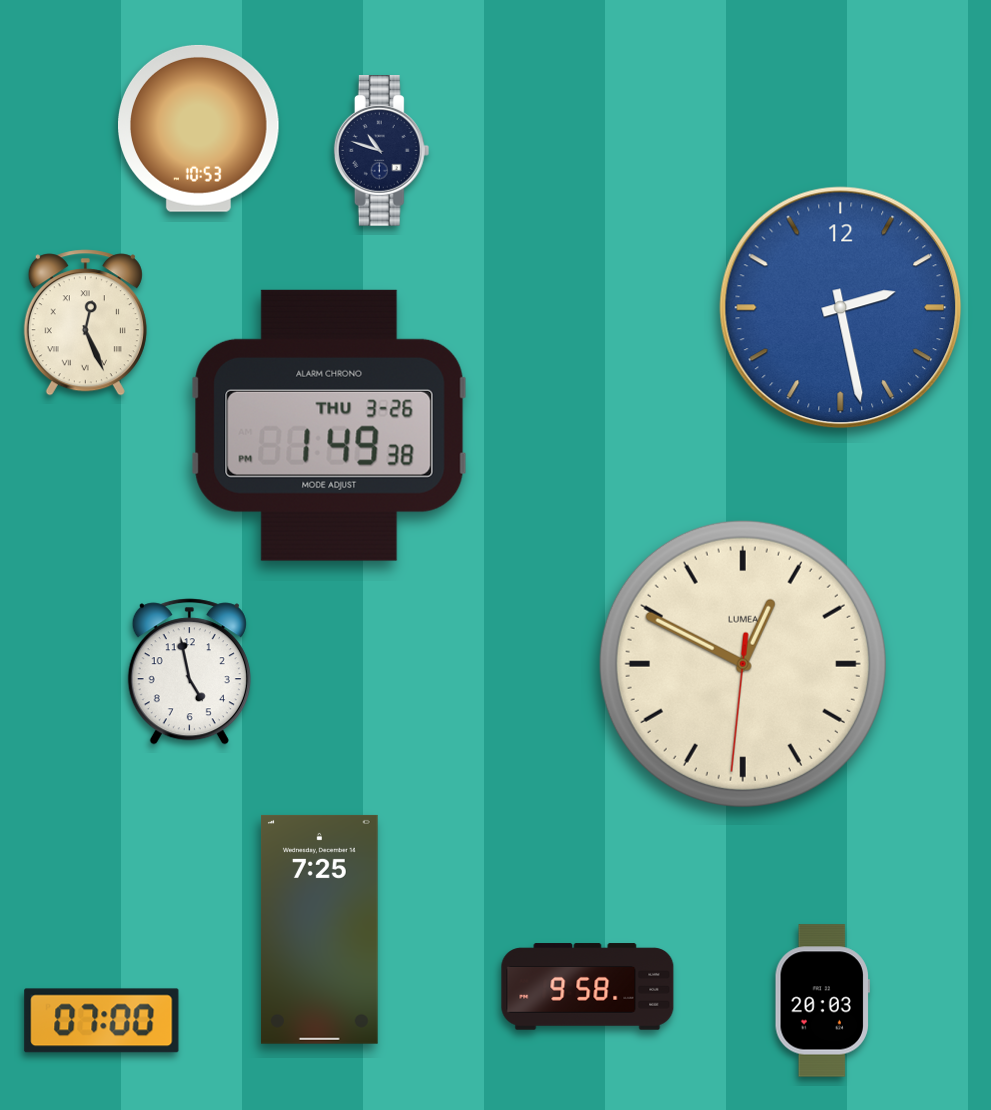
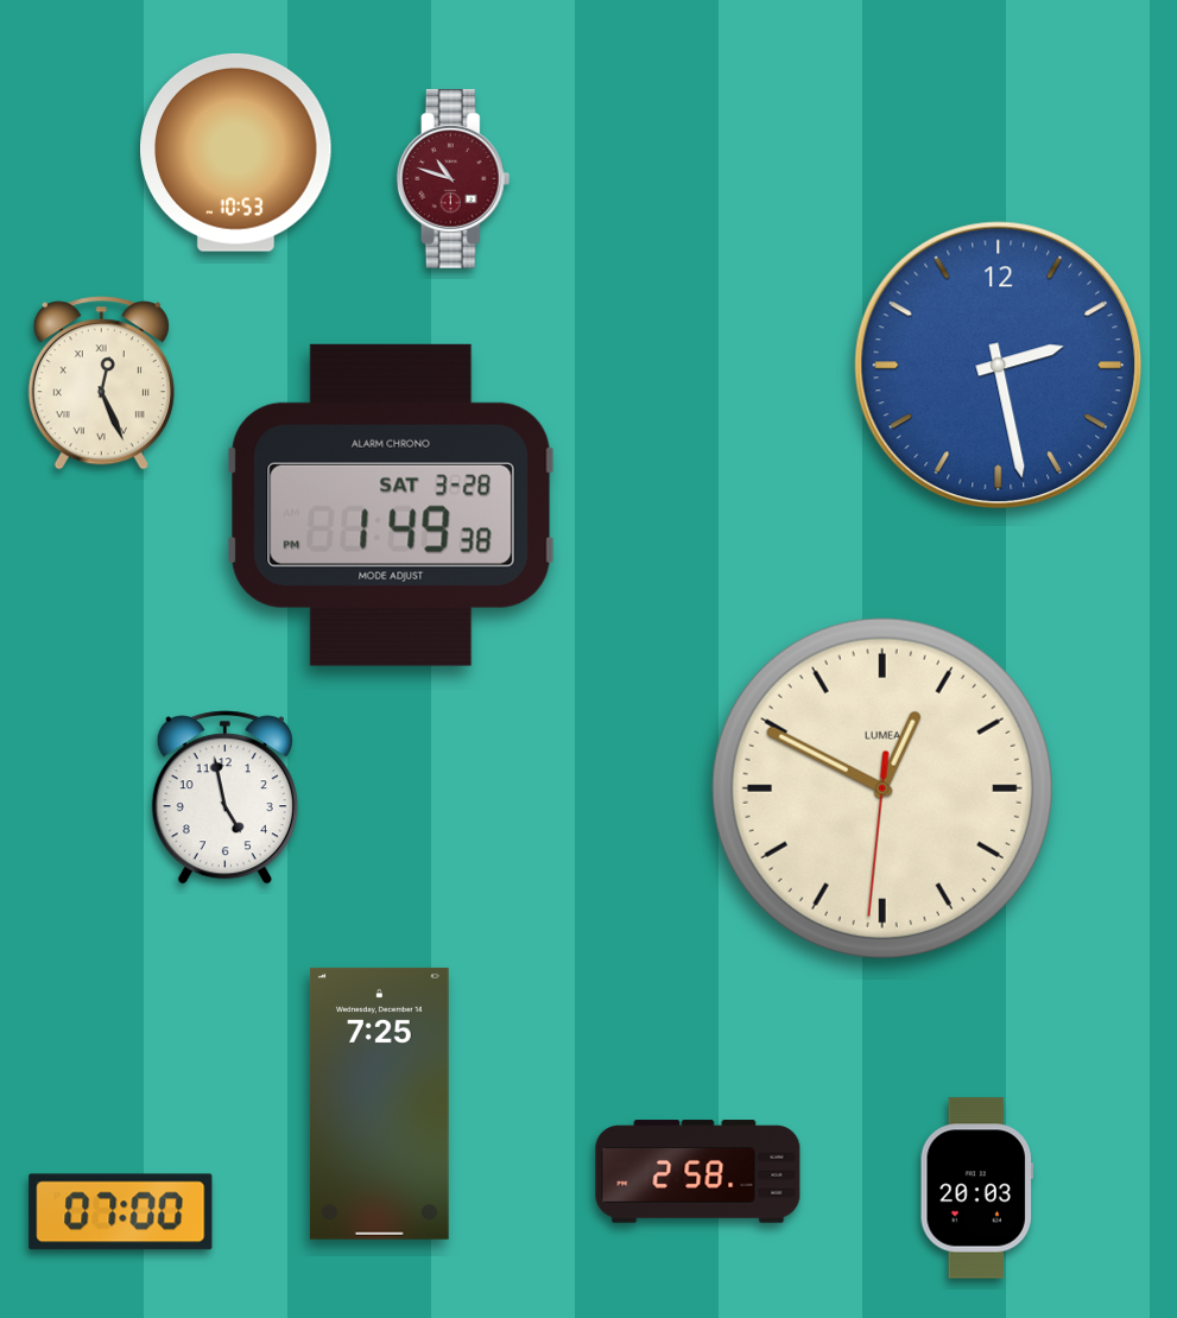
clock at (382, 151) dial: navy -> burgundy
clock at (329, 425) date: THU 3-26 -> SAT 3-28
clock at (588, 987): 9:58 -> 2:58
